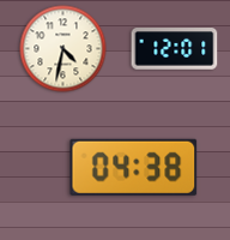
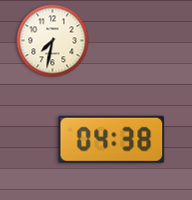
clock at (63, 49): 4:32 -> 7:32
clock at (175, 49): 12:01 -> none
